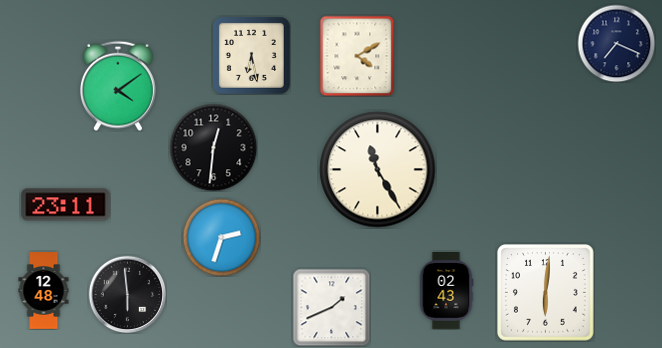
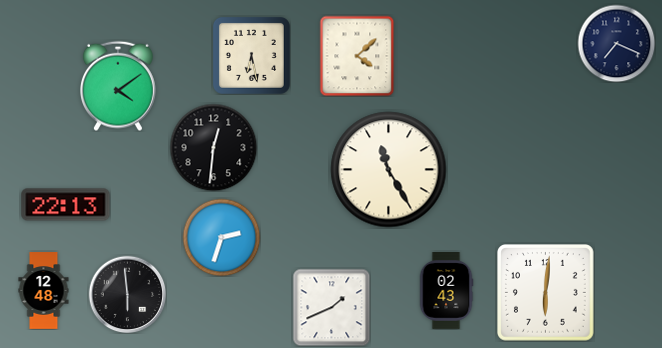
clock at (357, 56): 4:10 -> 4:08
clock at (378, 170) position: (378, 170) -> (389, 170)
clock at (66, 205): 23:11 -> 22:13
